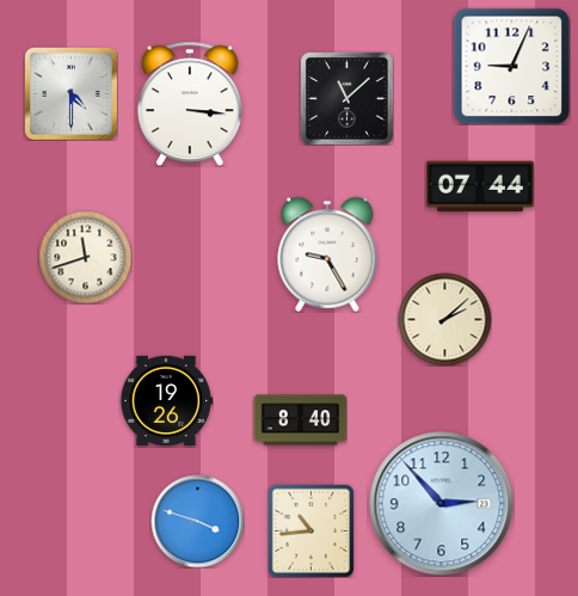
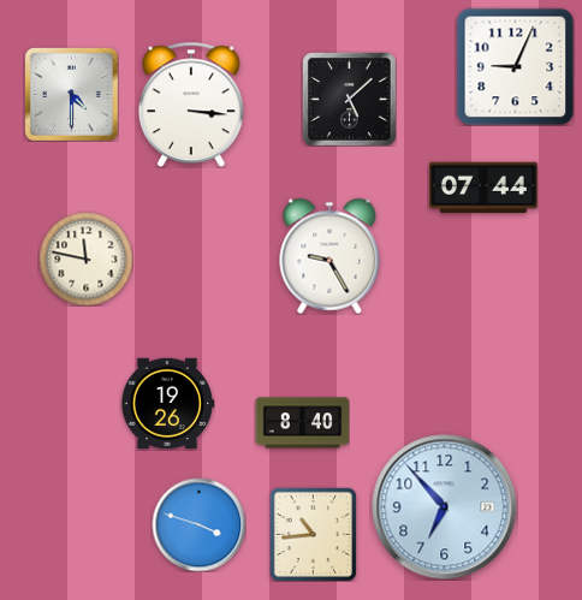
clock at (348, 99): 11:08 -> 5:08
clock at (85, 257): 11:42 -> 11:47
clock at (444, 319): 2:08 -> none
clock at (442, 504): 2:53 -> 6:53
